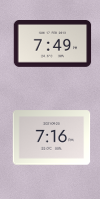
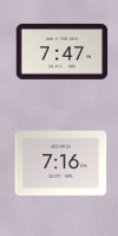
clock at (52, 44): 7:49 -> 7:47
